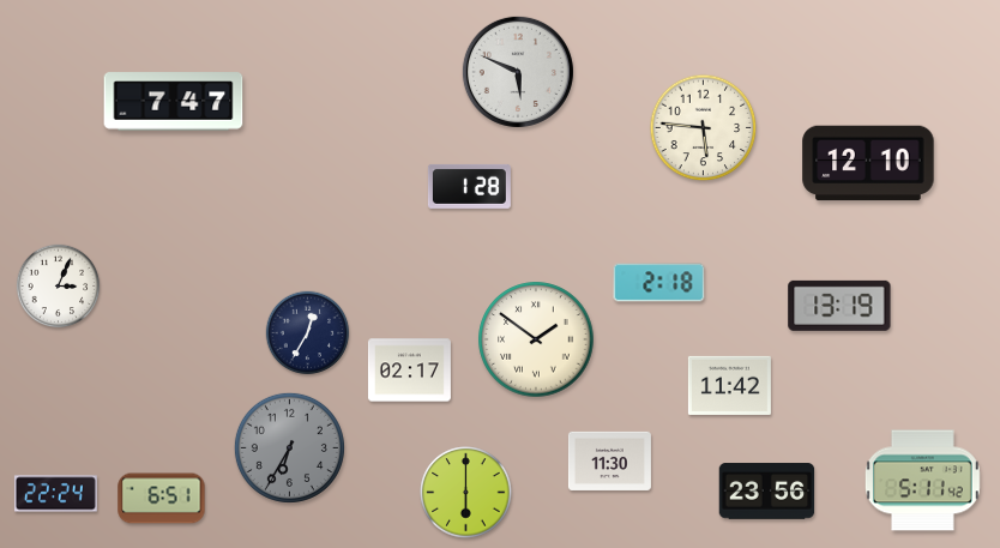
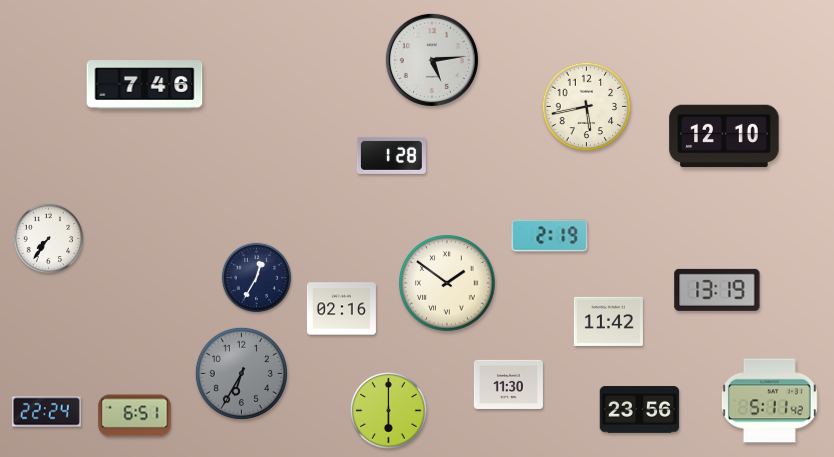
clock at (518, 72): 5:49 -> 5:14
clock at (174, 102): 7:47 -> 7:46
clock at (704, 128): 5:46 -> 5:43
clock at (659, 283): 2:18 -> 2:19
clock at (59, 287): 3:04 -> 7:36
clock at (839, 306) position: (839, 306) -> (717, 290)
clock at (409, 371): 02:17 -> 02:16
